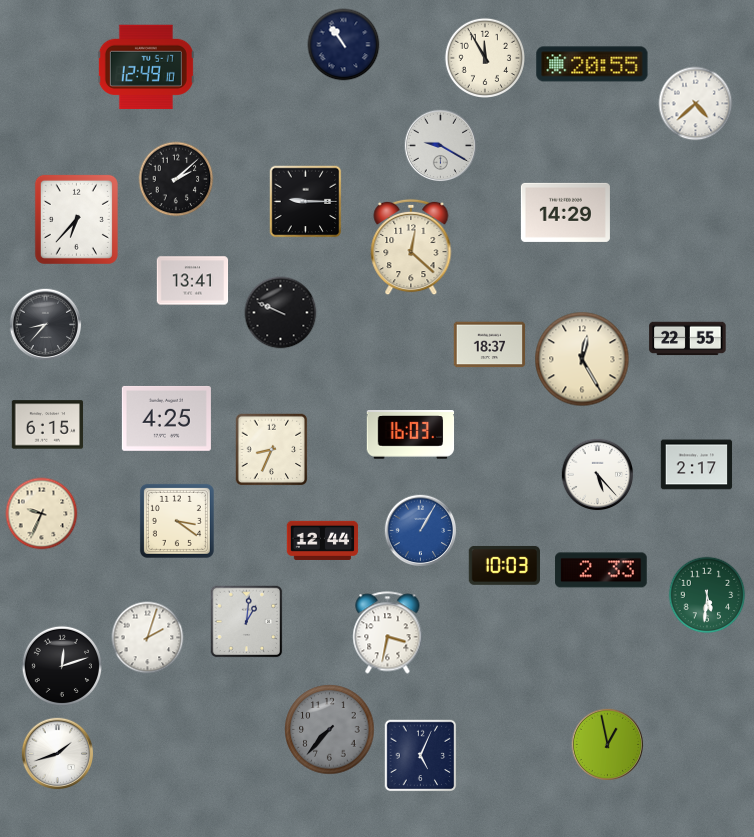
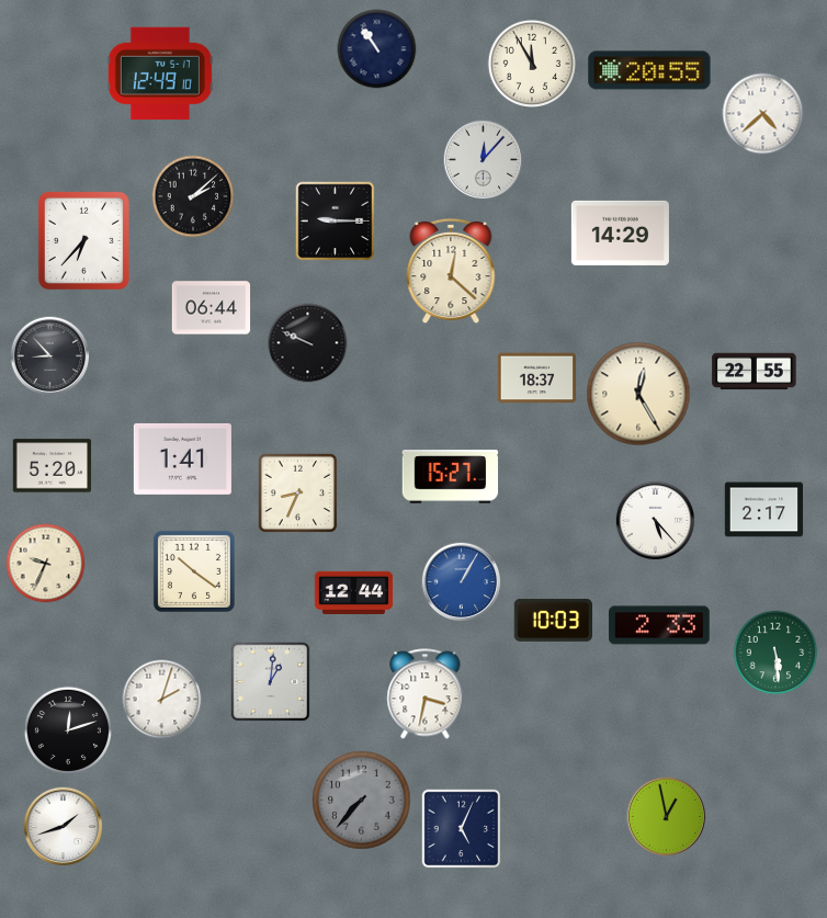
clock at (441, 146): 9:20 -> 12:07
clock at (193, 281): 13:41 -> 06:44
clock at (46, 325): 8:37 -> 8:53
clock at (166, 418): 4:25 -> 1:41
clock at (48, 425): 6:15 -> 5:20
clock at (411, 435): 16:03 -> 15:27
clock at (177, 521): 3:21 -> 10:21
clock at (707, 595): 5:31 -> 5:29
